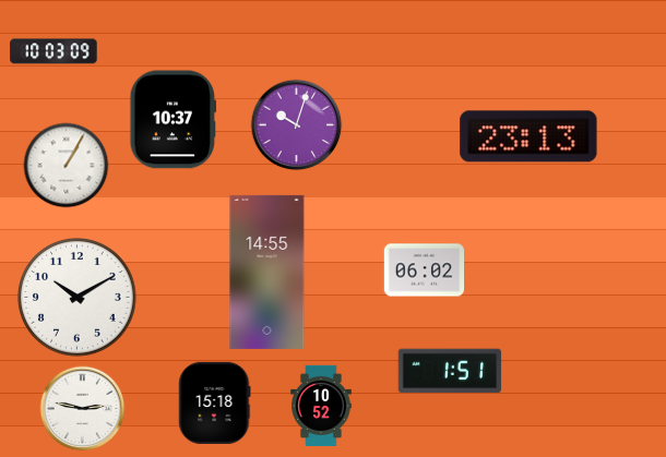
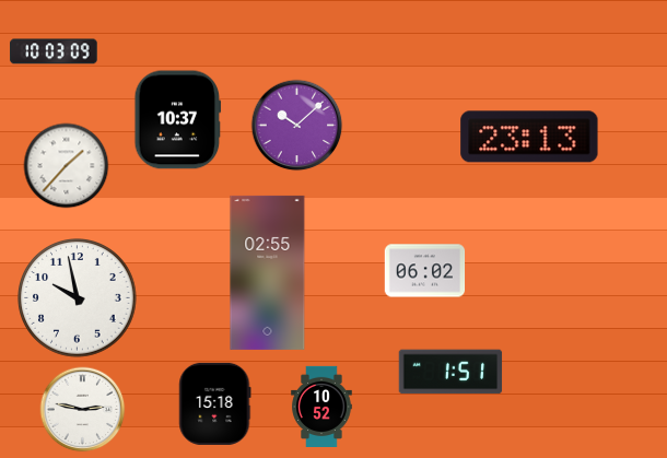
clock at (174, 120) position: (174, 120) -> (178, 120)
clock at (297, 125): 10:03 -> 10:08
clock at (67, 166): 1:05 -> 1:37
clock at (267, 272): 14:55 -> 02:55
clock at (78, 298): 10:10 -> 9:58
